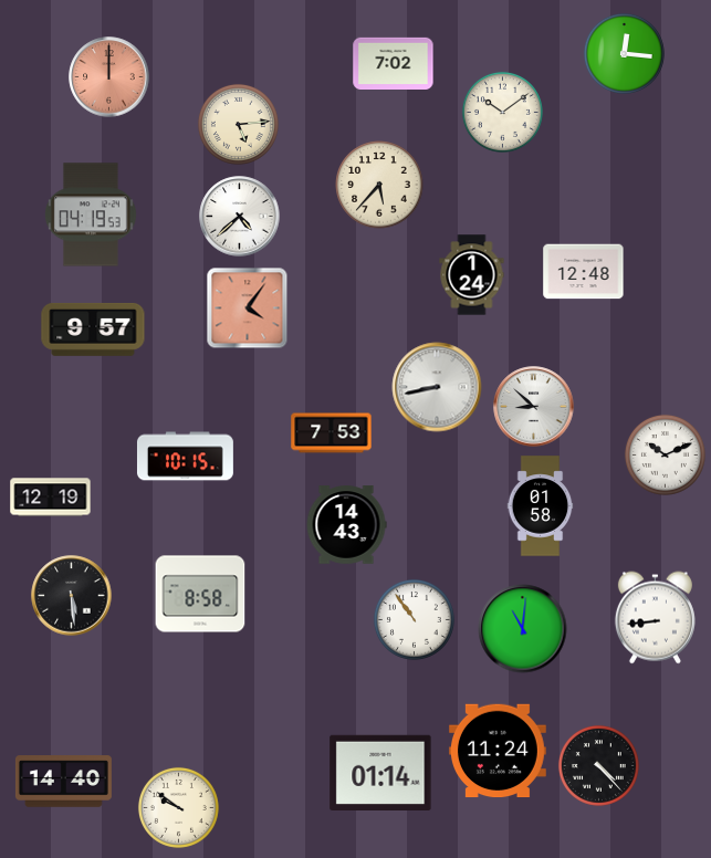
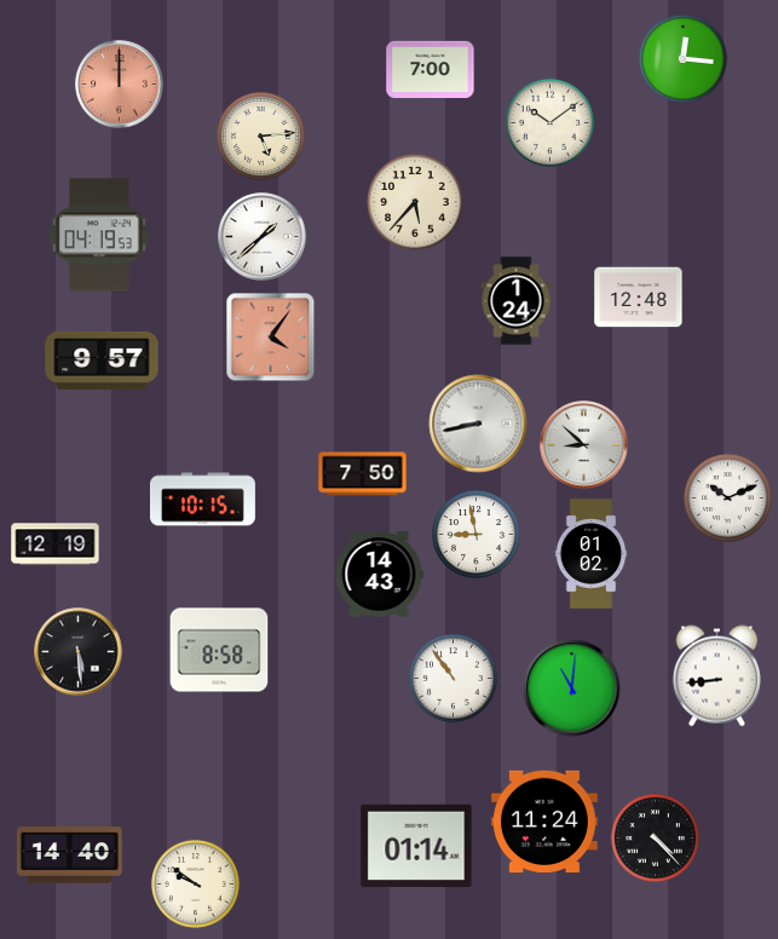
clock at (394, 64): 7:02 -> 7:00
clock at (240, 217): 4:38 -> 1:38
clock at (332, 433): 7:53 -> 7:50
clock at (476, 534): none -> 8:58
clock at (541, 506): 01:58 -> 01:02
